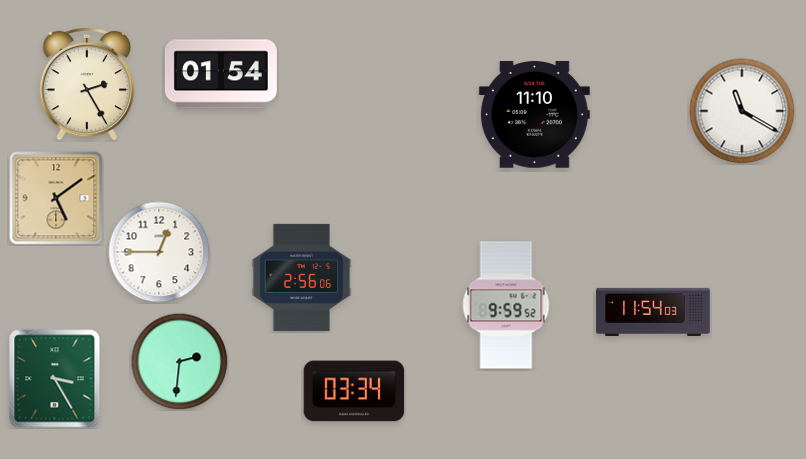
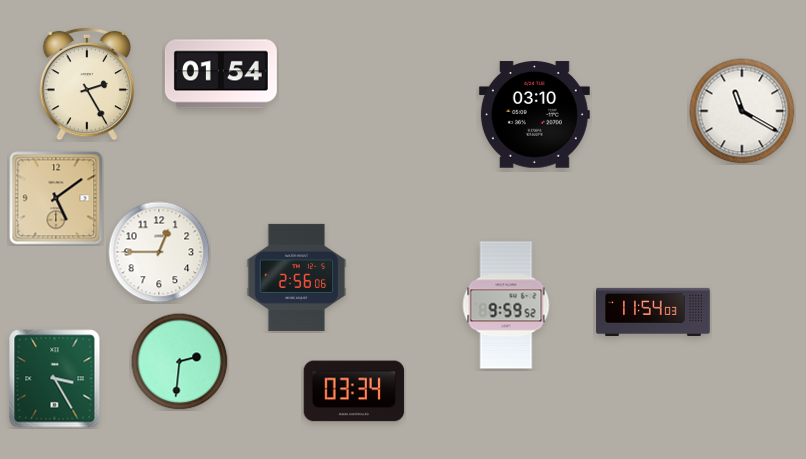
clock at (534, 115): 11:10 -> 03:10
clock at (302, 277) position: (302, 277) -> (297, 277)
